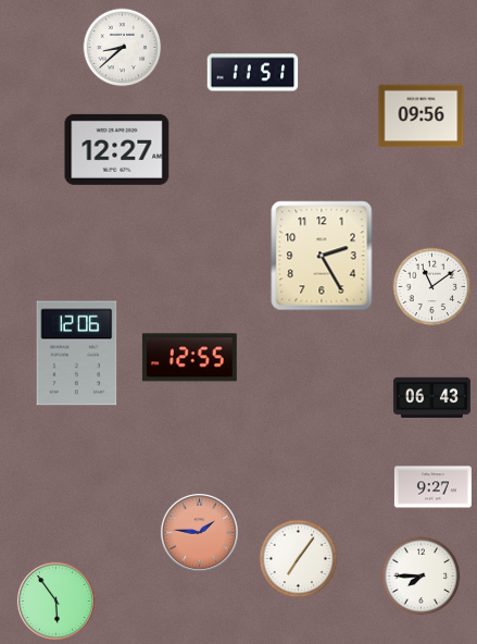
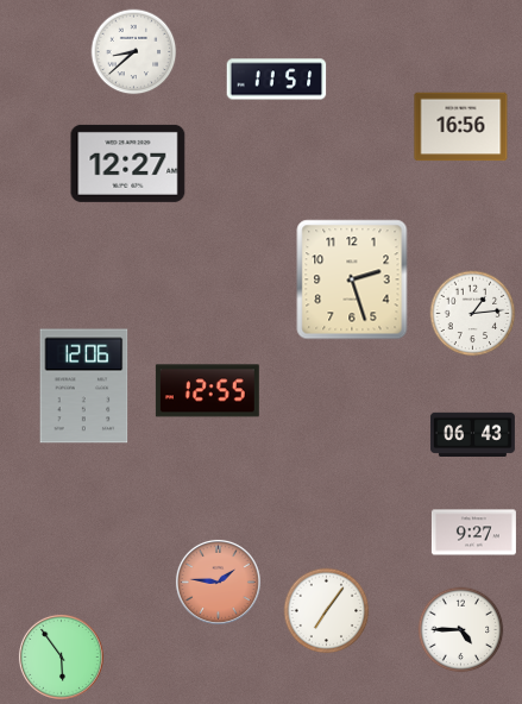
clock at (422, 116): 09:56 -> 16:56
clock at (322, 256): 2:25 -> 2:27
clock at (432, 287): 11:09 -> 1:14
clock at (422, 577): 7:45 -> 4:45
